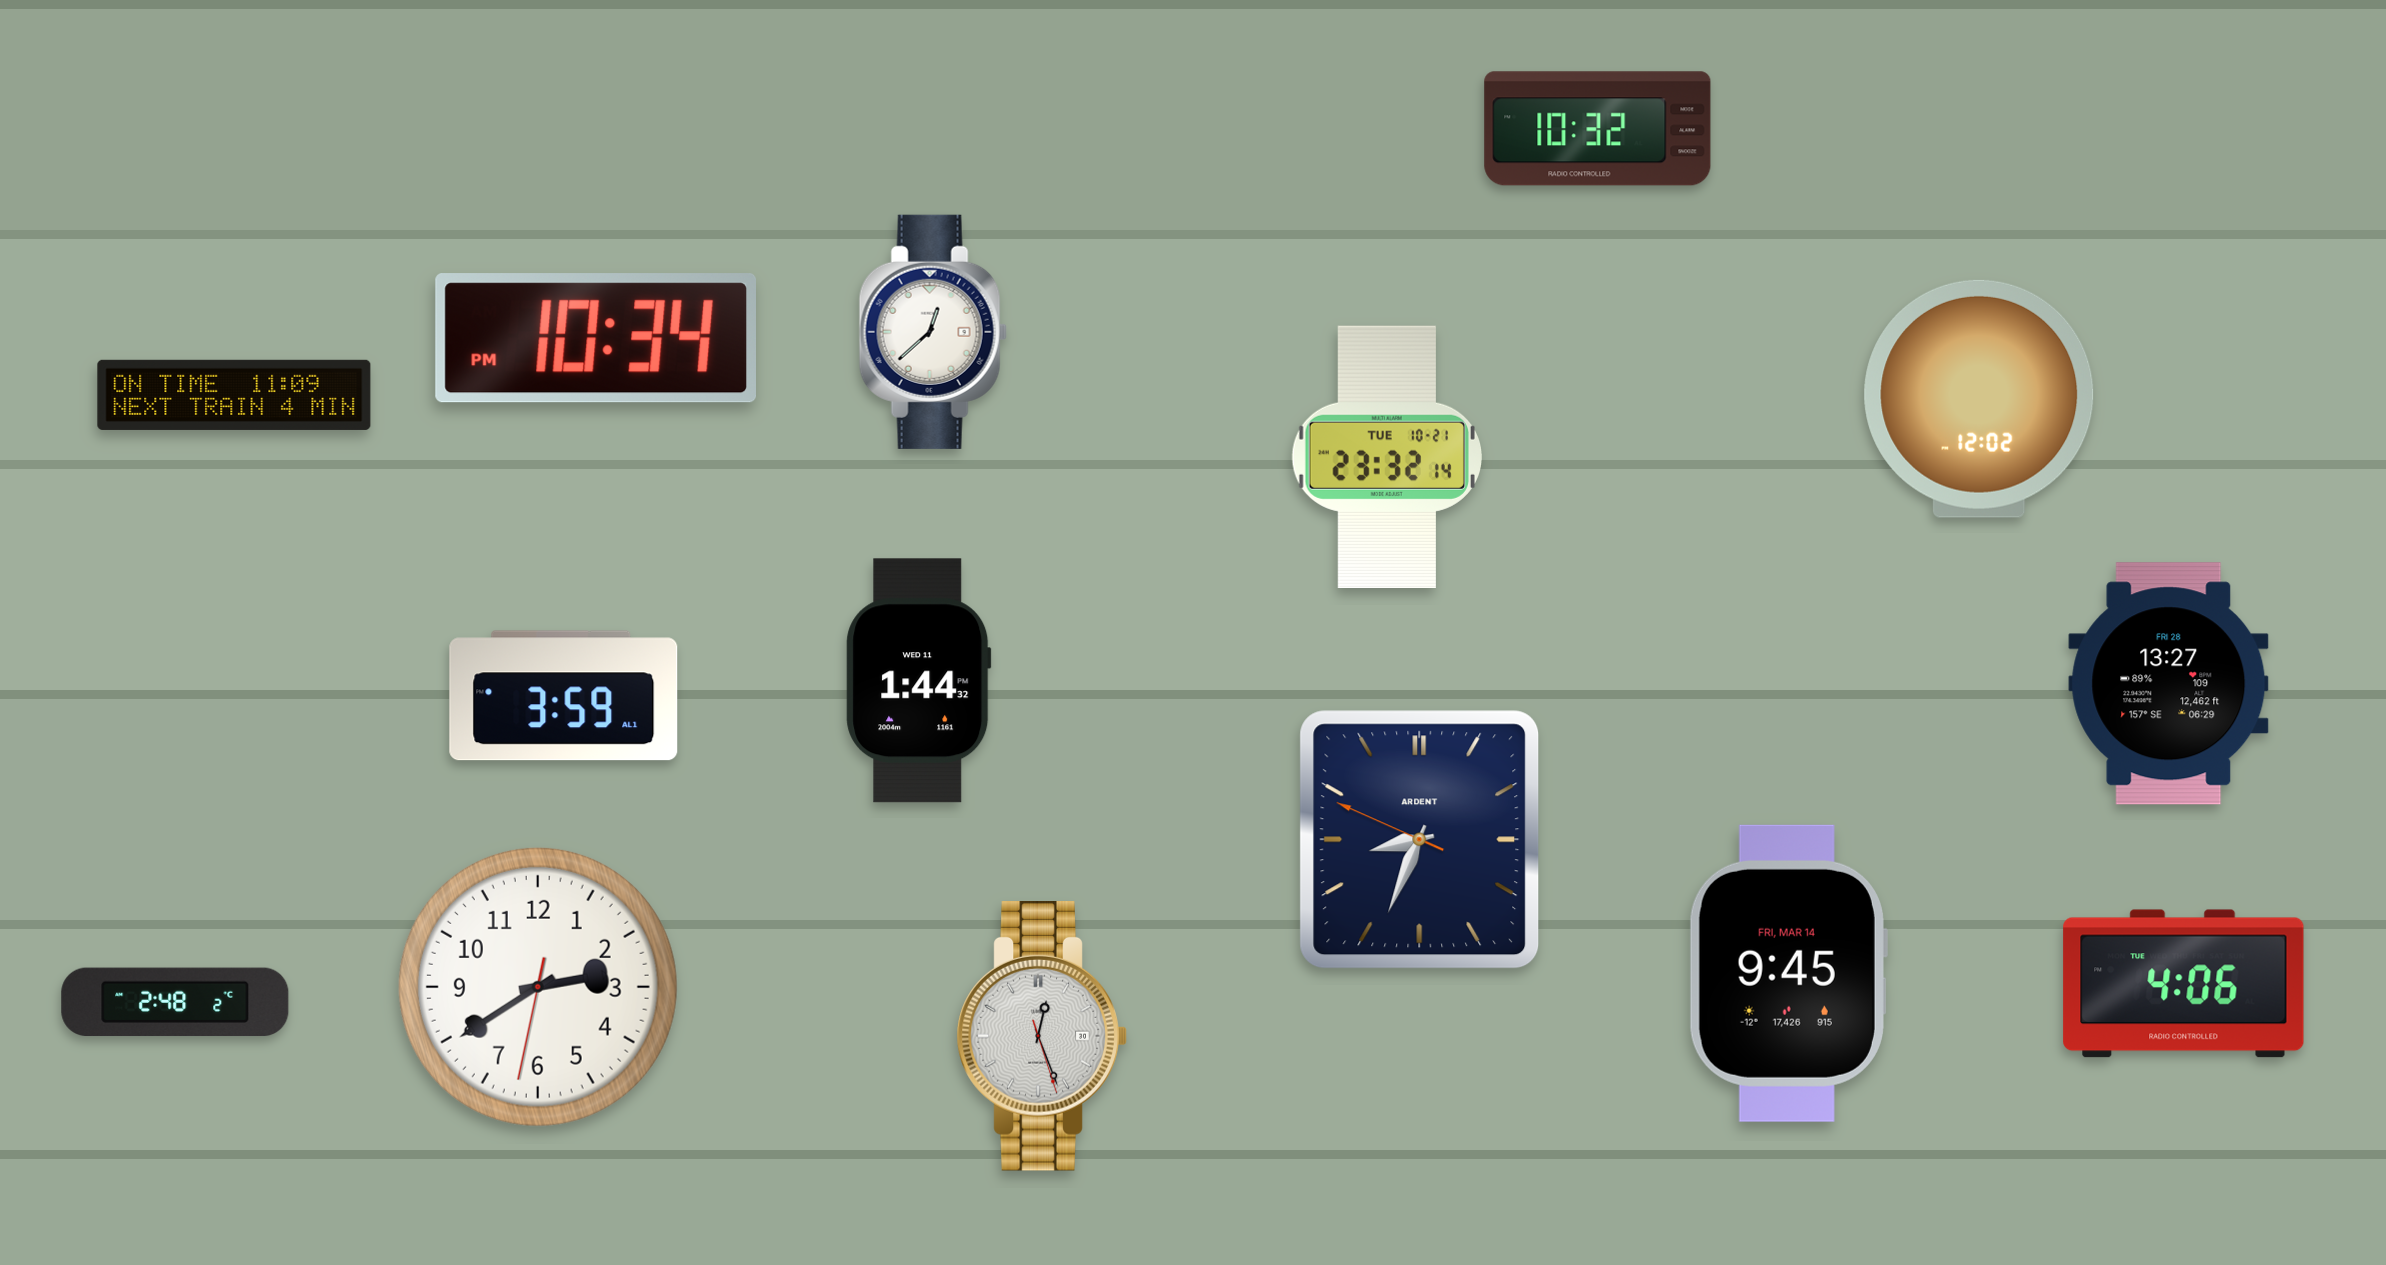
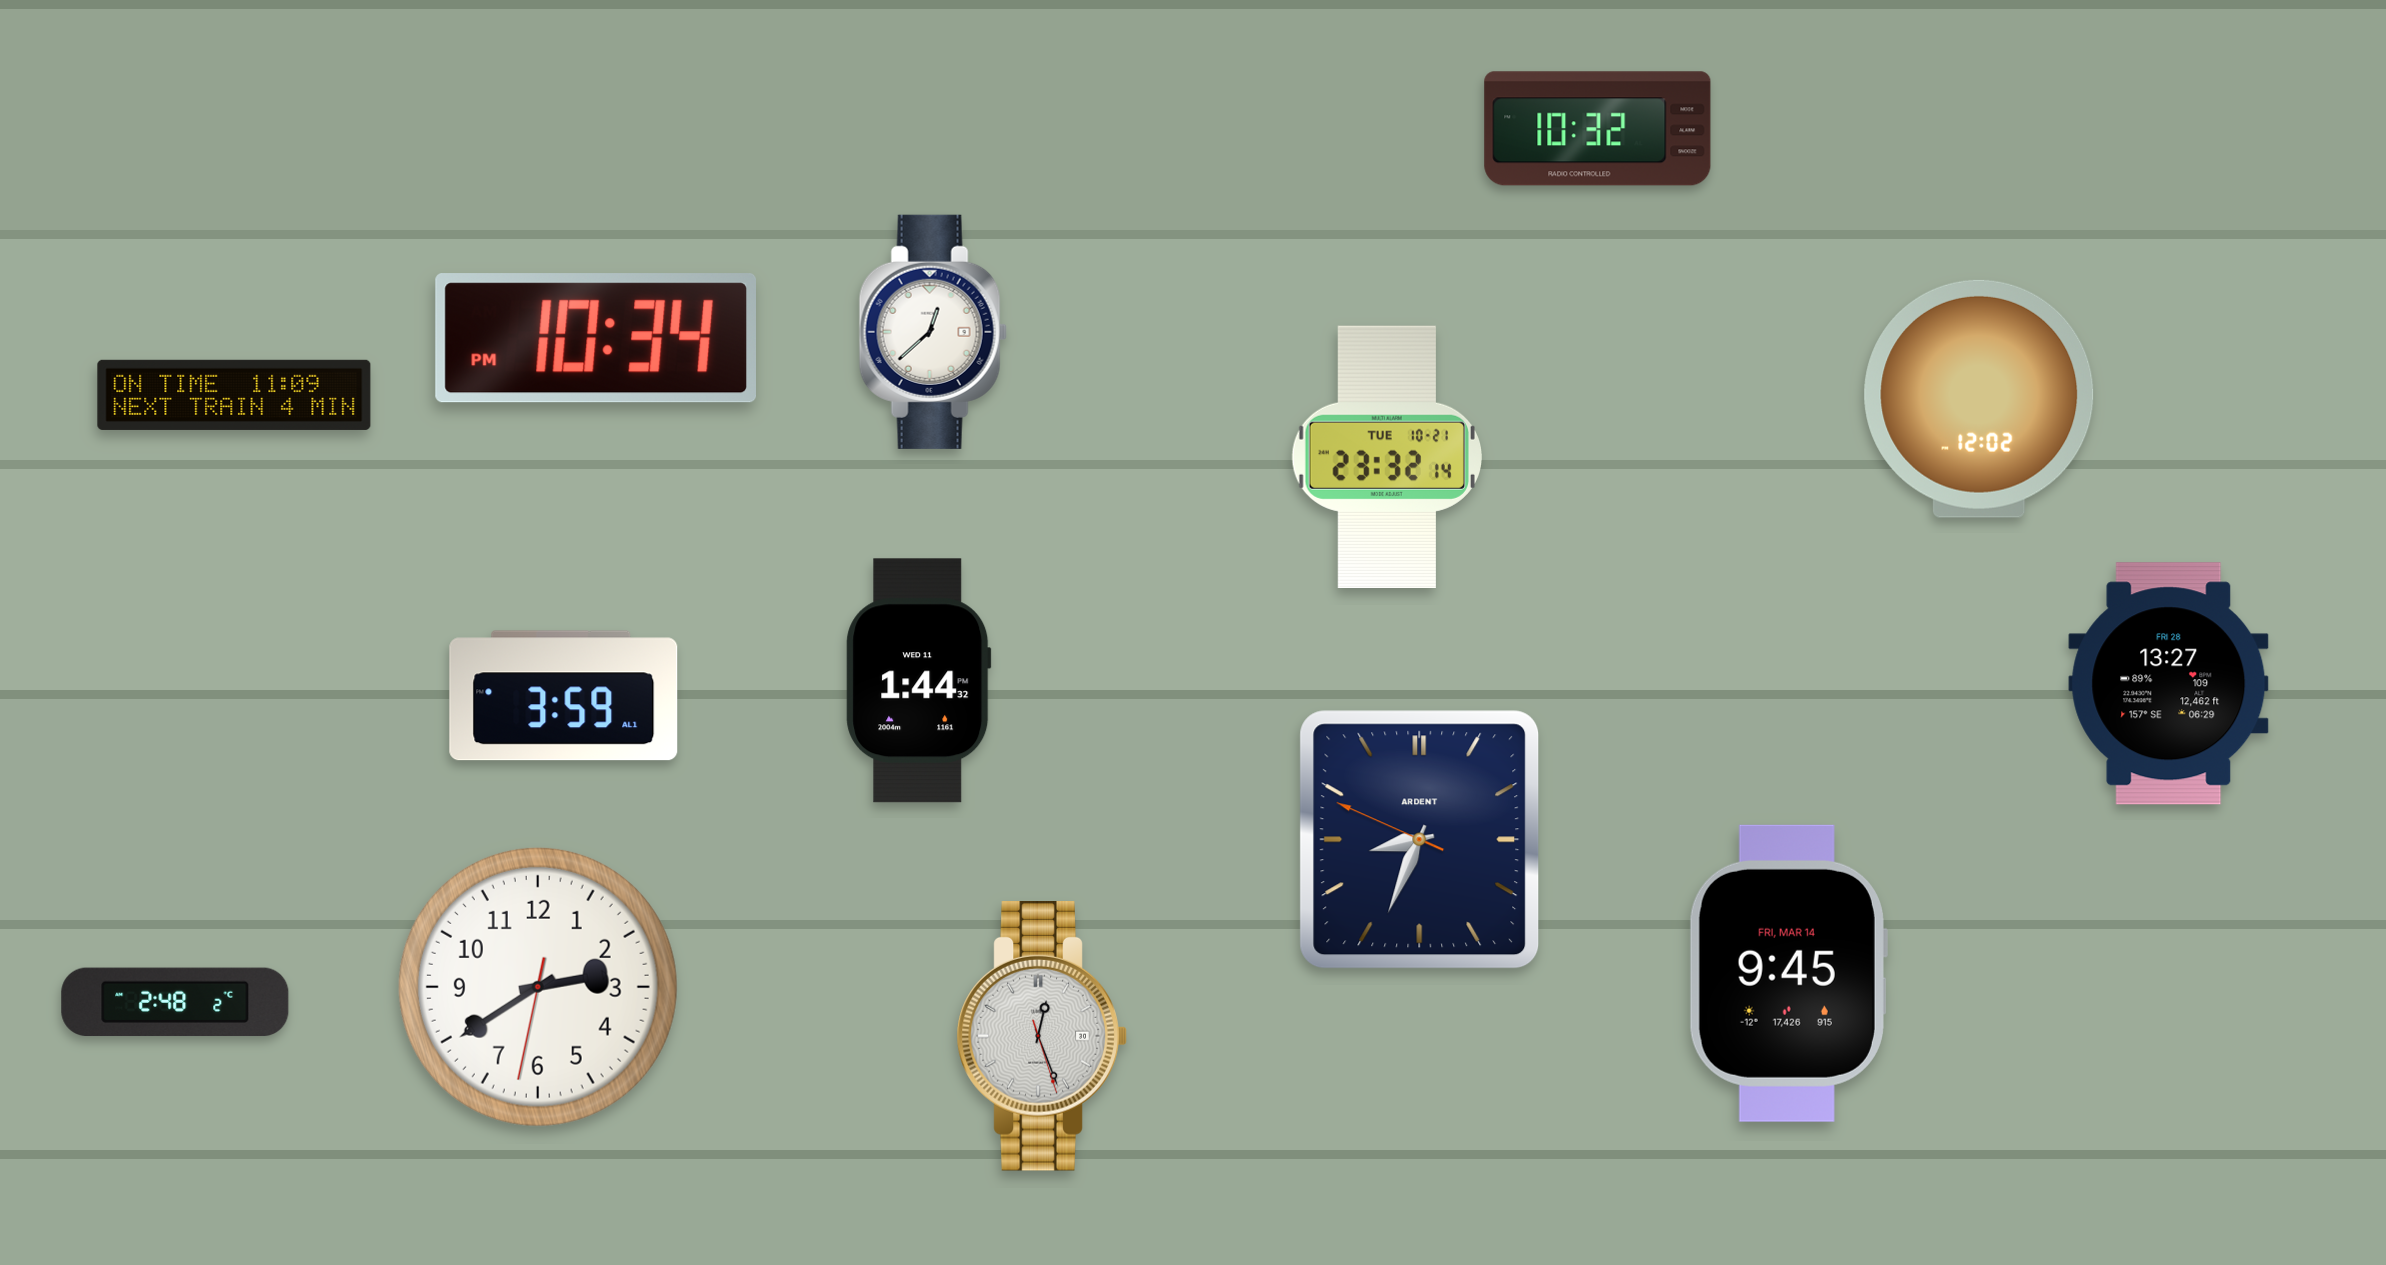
clock at (2184, 984): 4:06 -> none
